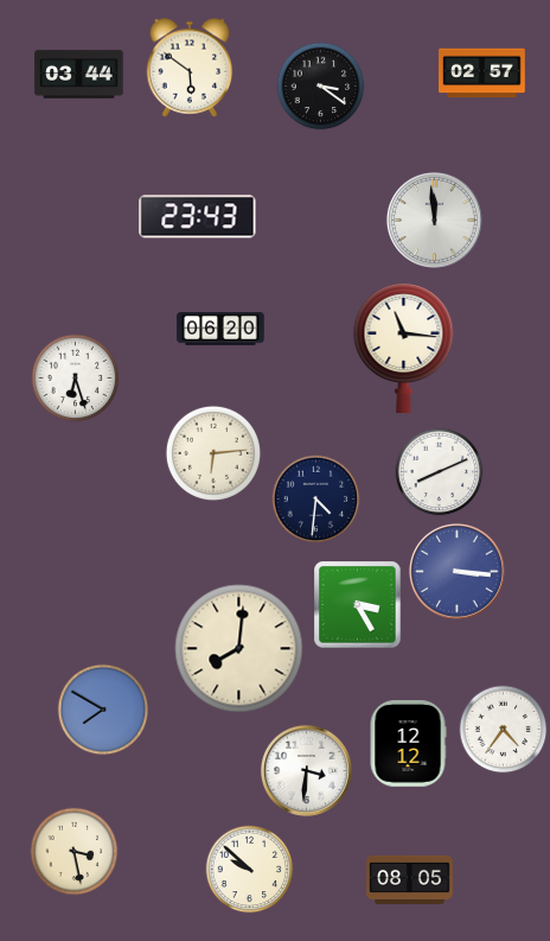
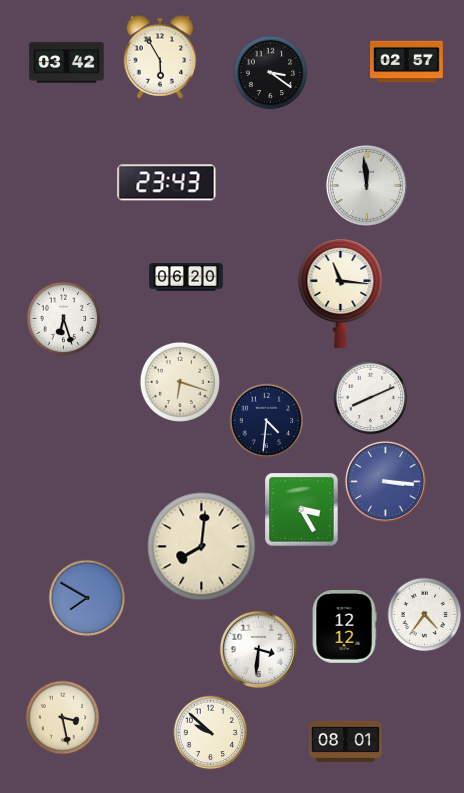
clock at (190, 68): 5:51 -> 5:55
clock at (79, 75): 03:44 -> 03:42
clock at (213, 453): 6:14 -> 6:18
clock at (410, 879): 08:05 -> 08:01
